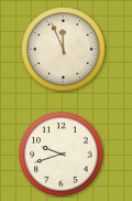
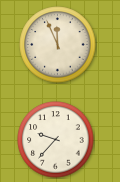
clock at (62, 155): 9:42 -> 9:37
